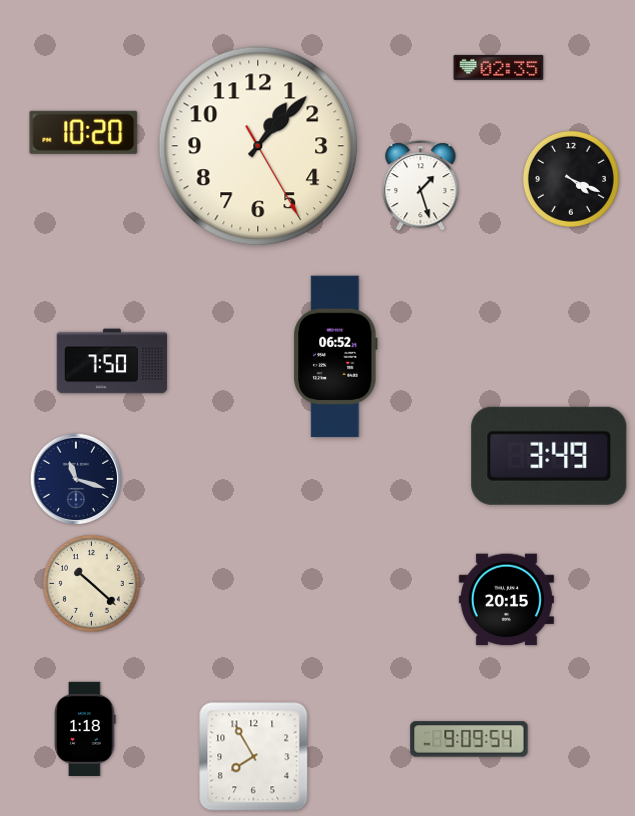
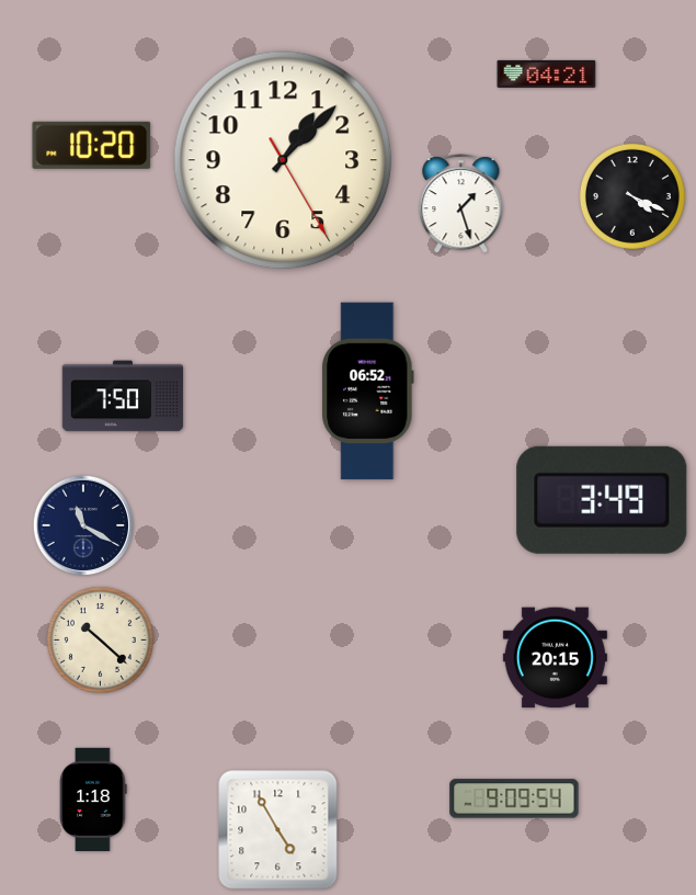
clock at (499, 67): 02:35 -> 04:21
clock at (571, 179) position: (571, 179) -> (632, 196)
clock at (76, 479): 11:18 -> 11:20
clock at (469, 739) position: (469, 739) -> (514, 798)
clock at (254, 757): 7:55 -> 4:55
